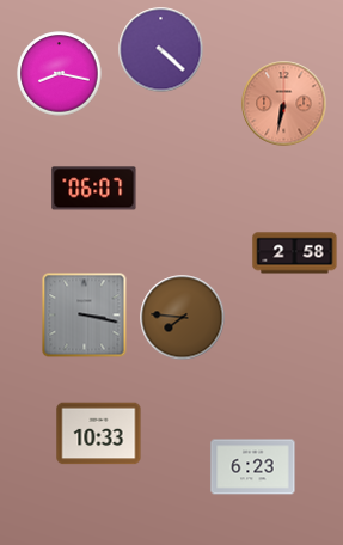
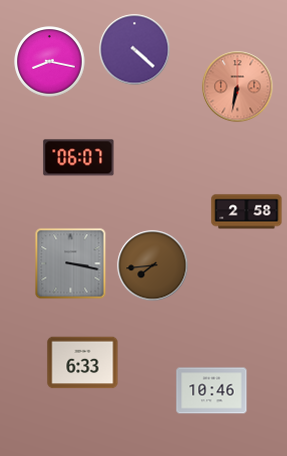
clock at (161, 50) position: (161, 50) -> (135, 50)
clock at (183, 318): 7:46 -> 7:44
clock at (99, 434): 10:33 -> 6:33
clock at (253, 467): 6:23 -> 10:46
